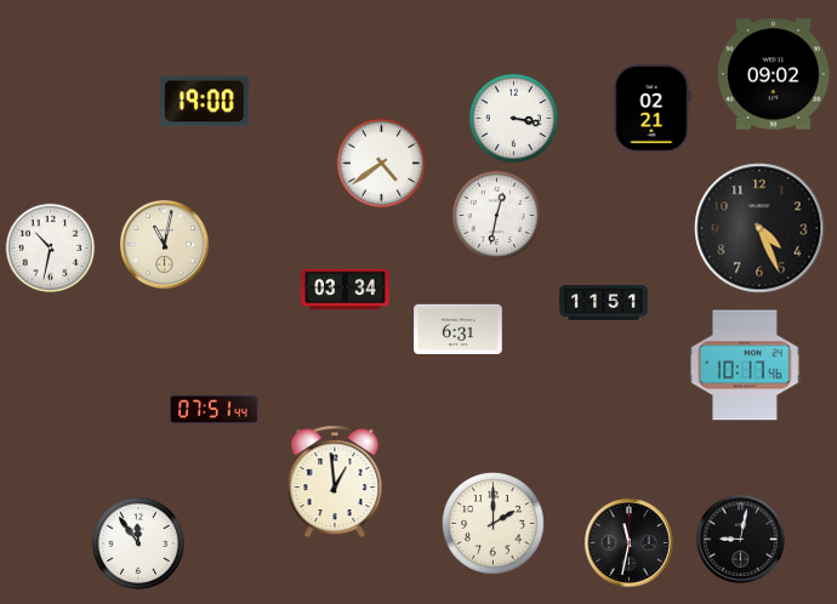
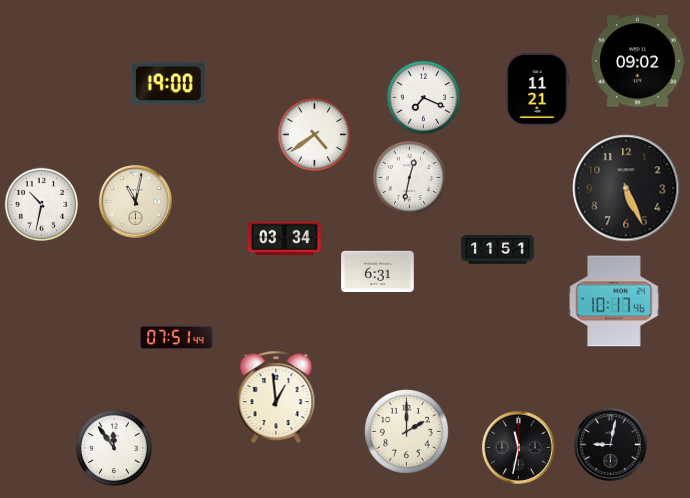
clock at (653, 109): 02:21 -> 11:21
clock at (514, 119): 3:17 -> 7:19
clock at (759, 228): 4:26 -> 5:26
